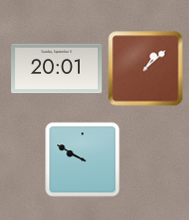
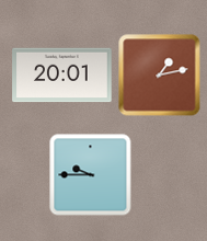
clock at (146, 69): 1:08 -> 1:13
clock at (83, 160): 9:50 -> 9:45
